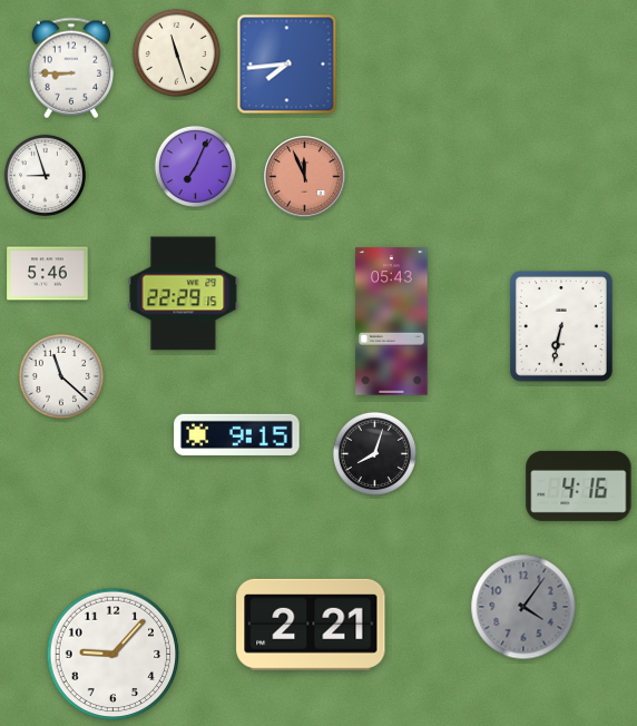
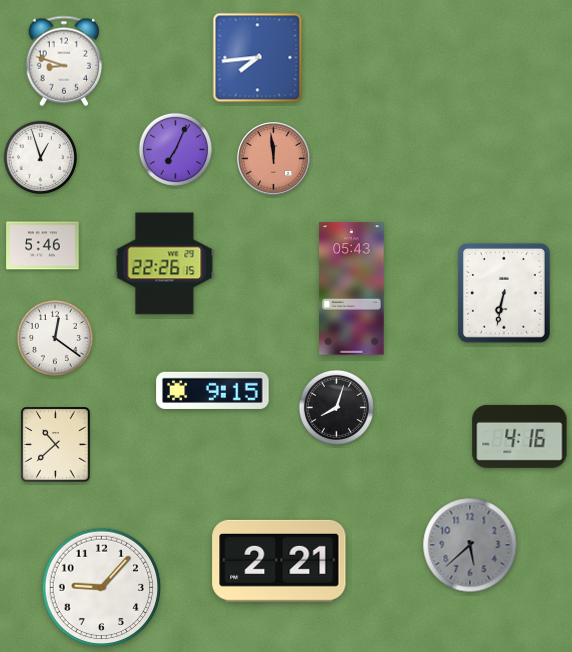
clock at (176, 52): 11:27 -> none
clock at (71, 68): 8:45 -> 8:48
clock at (45, 175): 8:57 -> 12:57
clock at (305, 177): 11:56 -> 11:59
clock at (184, 294): 22:29 -> 22:26
clock at (61, 376): 11:22 -> 12:21
clock at (56, 445): none -> 10:38
clock at (523, 607): 4:06 -> 5:38
